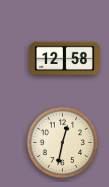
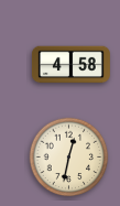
clock at (64, 59): 12:58 -> 4:58
